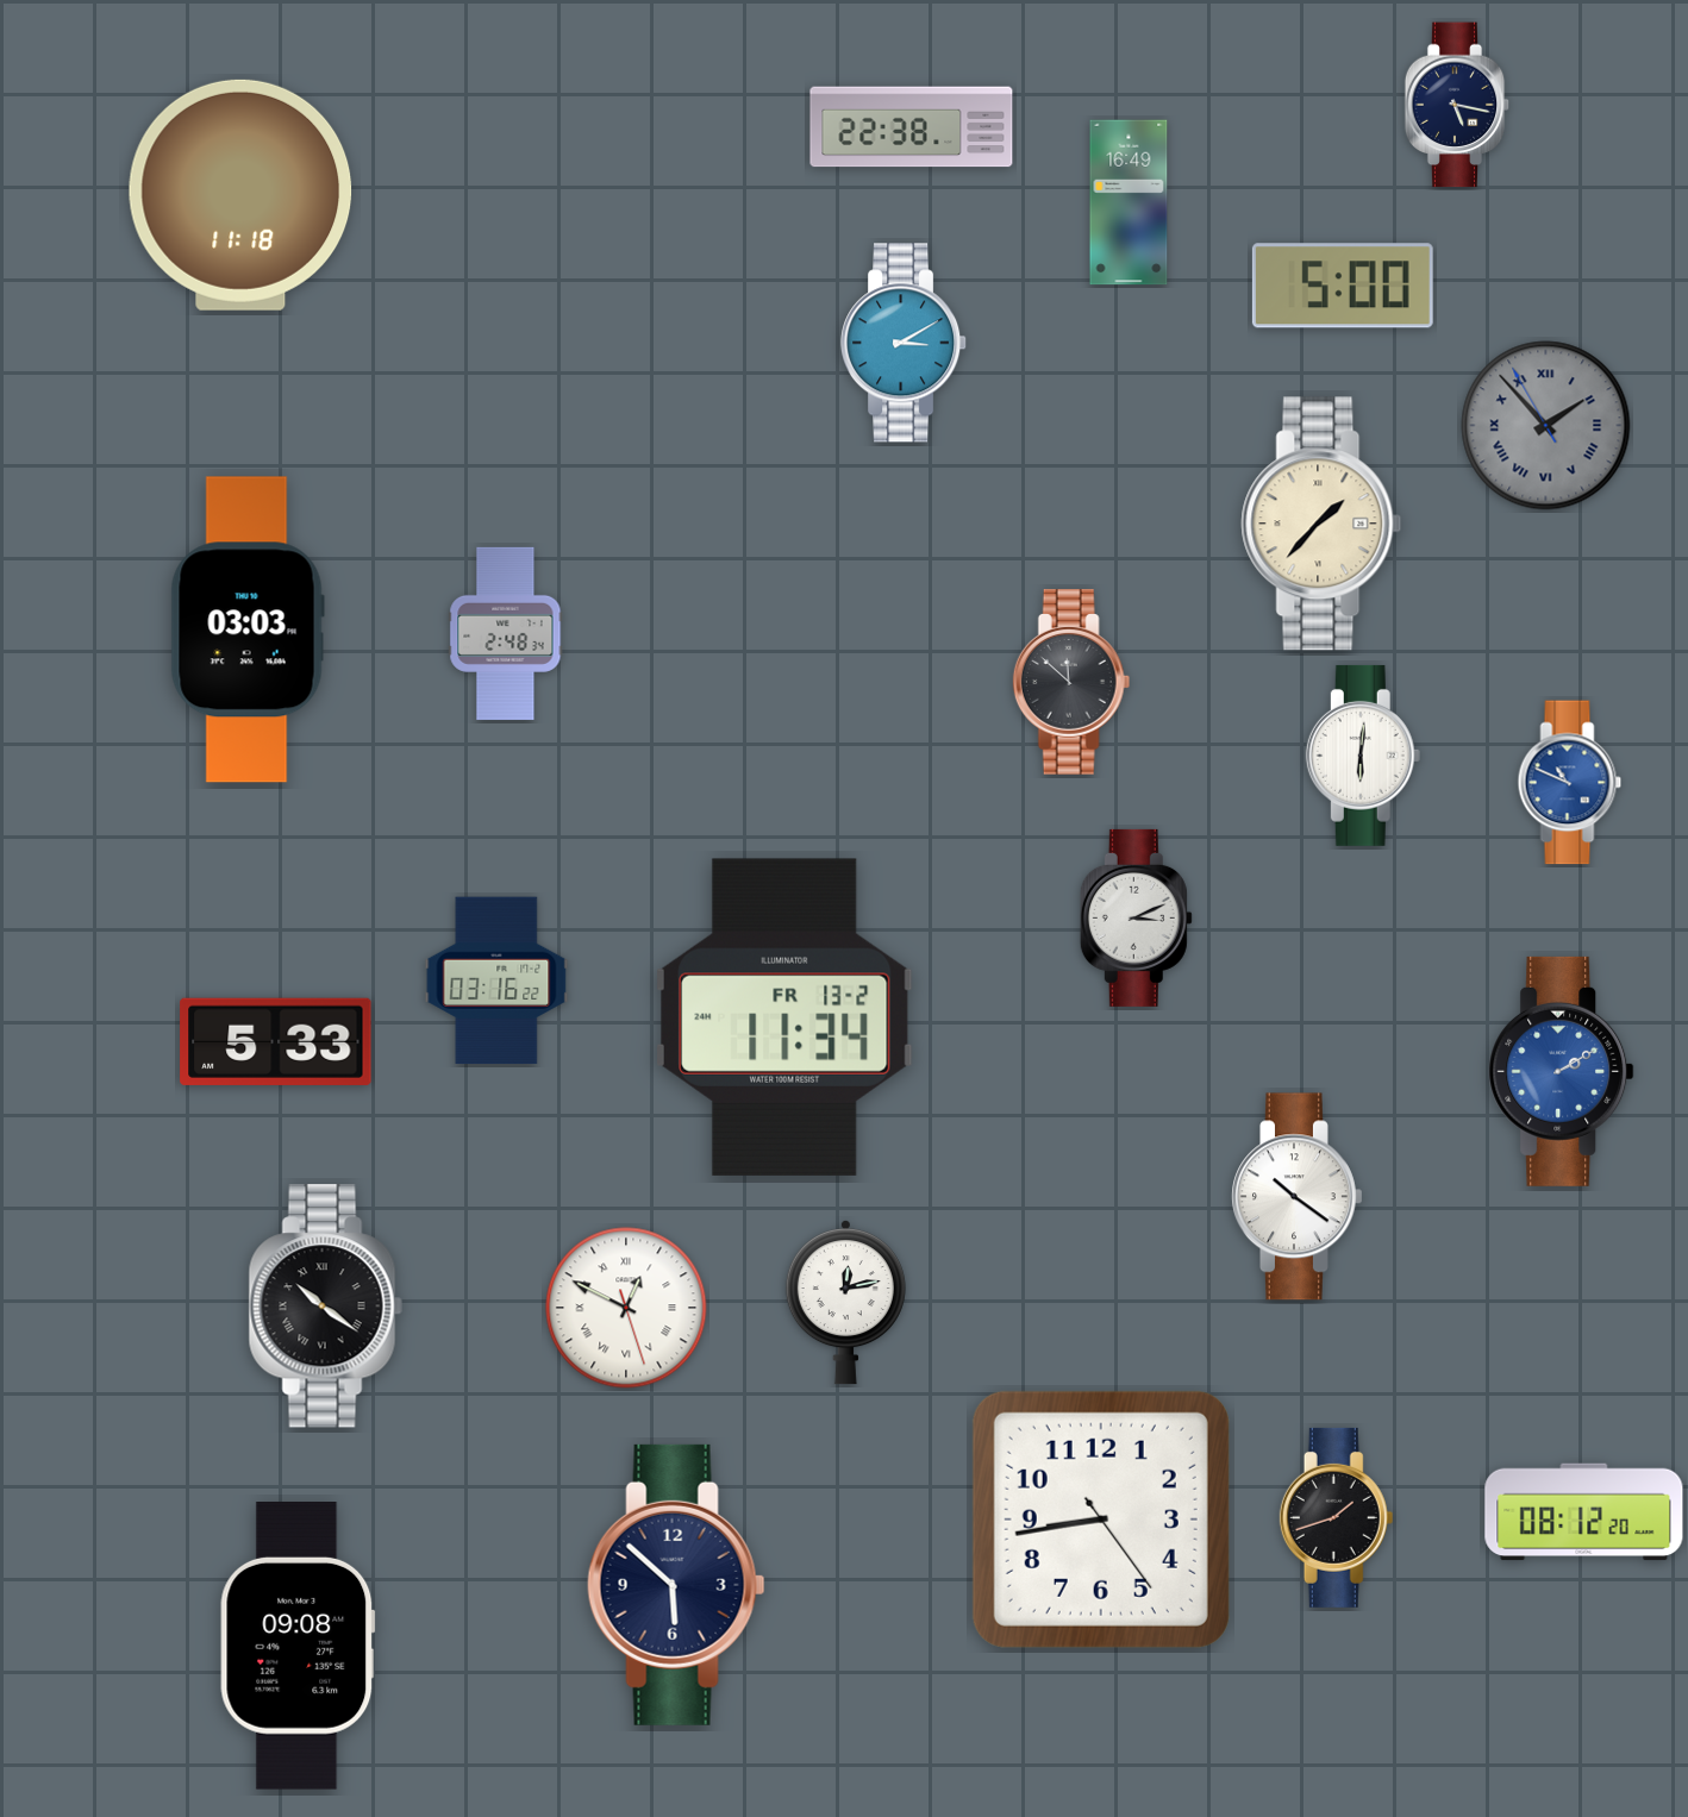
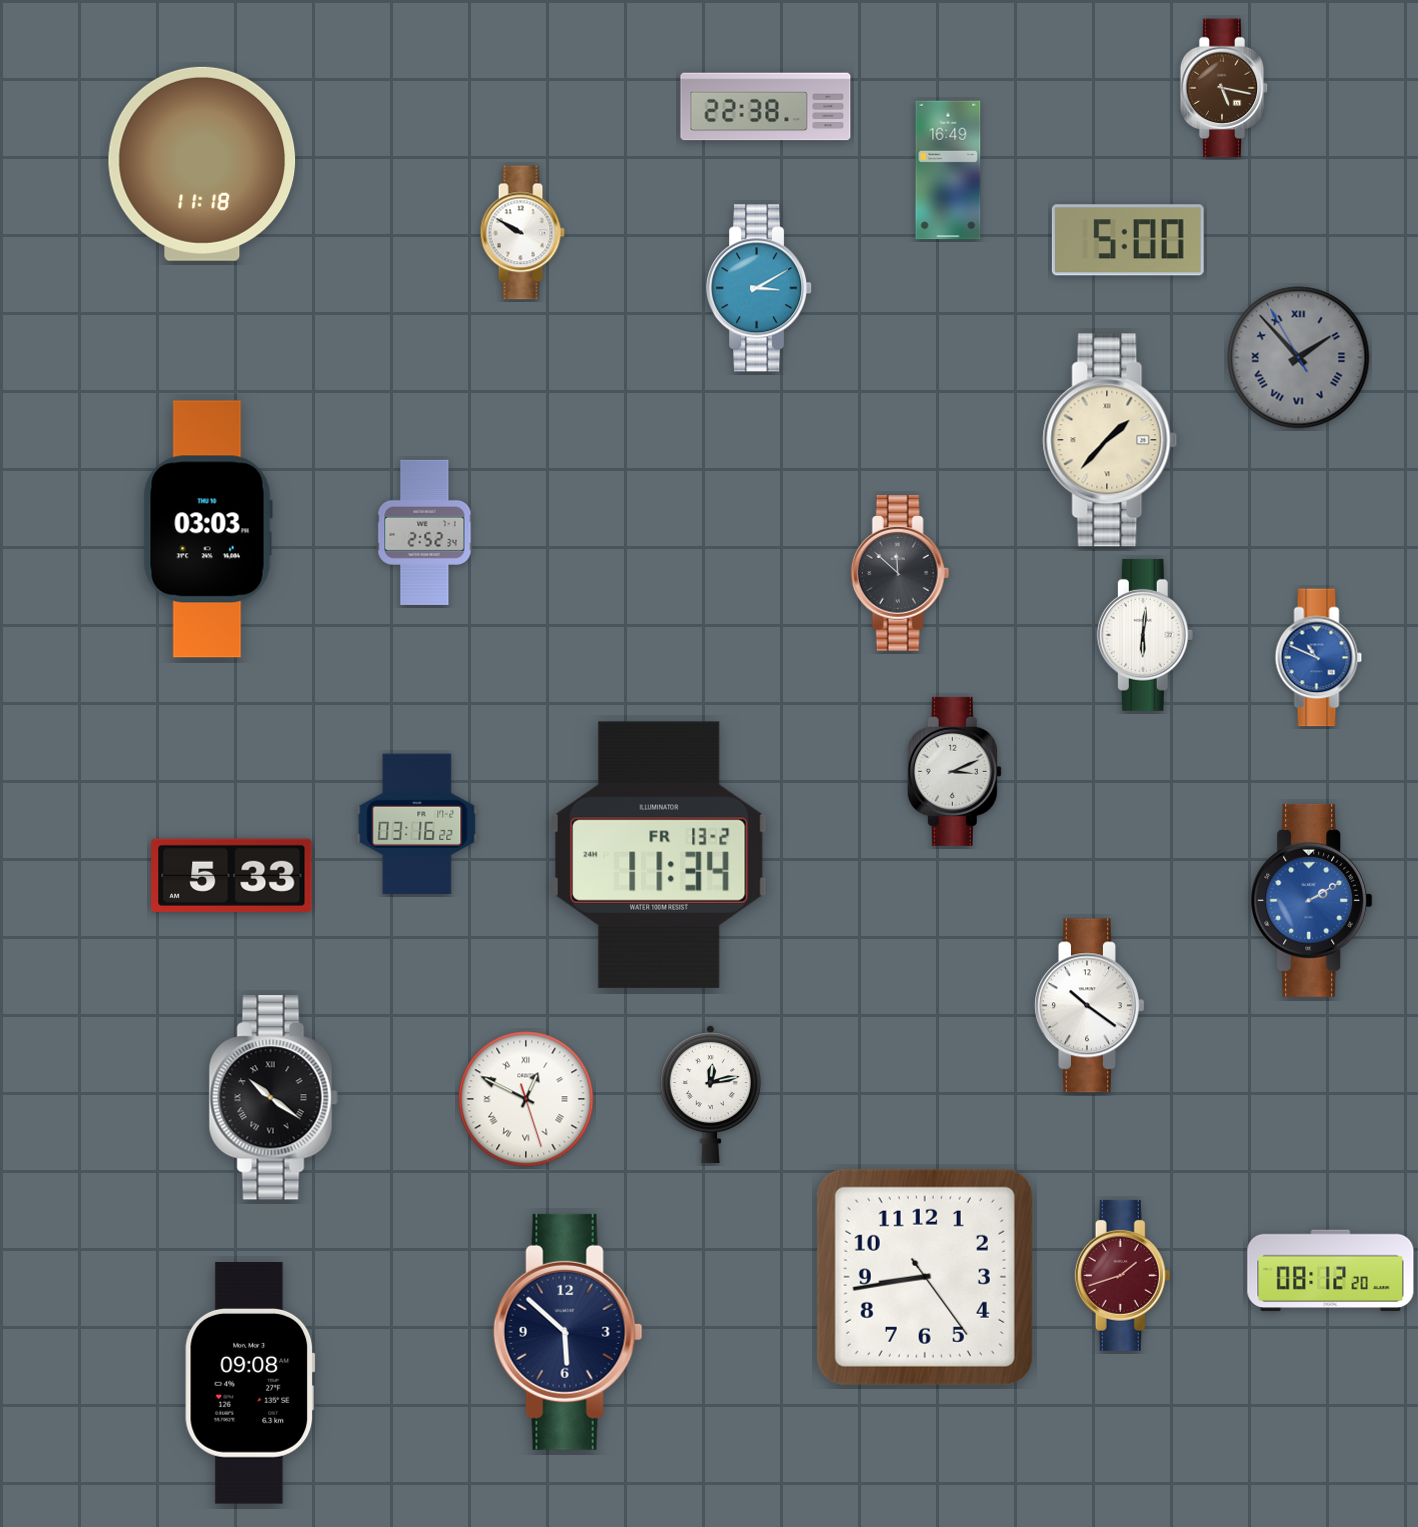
clock at (1457, 105) dial: navy -> brown
clock at (522, 233): none -> 9:50
clock at (506, 633): 2:48 -> 2:52
clock at (1337, 1517) dial: black -> burgundy
